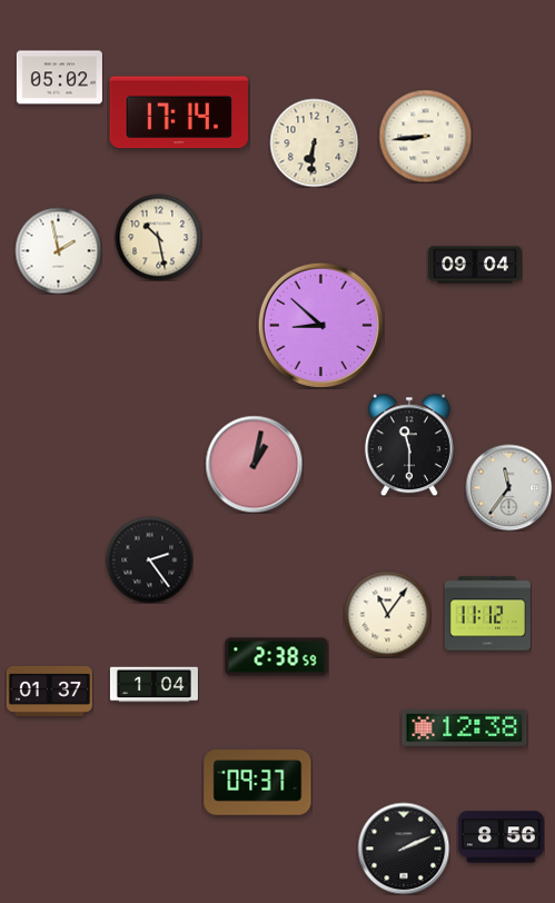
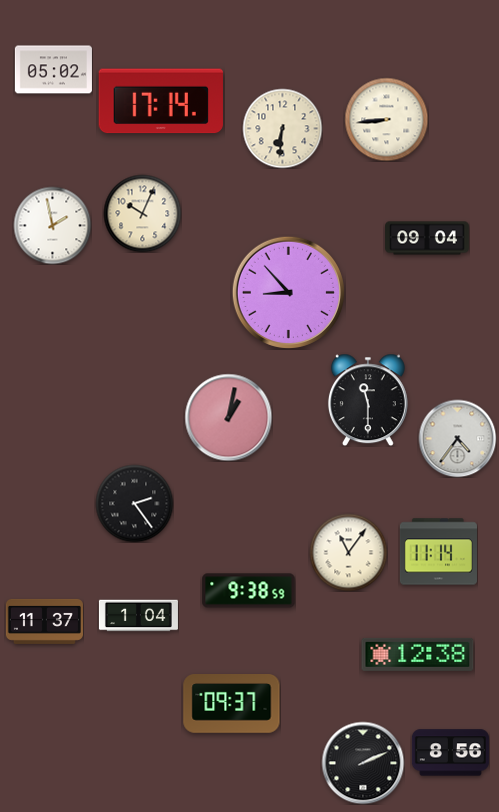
clock at (425, 136) position: (425, 136) -> (386, 119)
clock at (158, 237): 10:28 -> 10:04
clock at (320, 325): 8:52 -> 8:53
clock at (508, 487): 11:36 -> 4:36
clock at (487, 614): 11:12 -> 11:14
clock at (277, 657): 2:38 -> 9:38
clock at (49, 691): 01:37 -> 11:37
